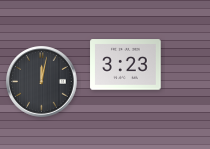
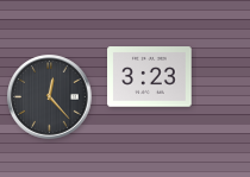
clock at (42, 82): 12:02 -> 12:23
